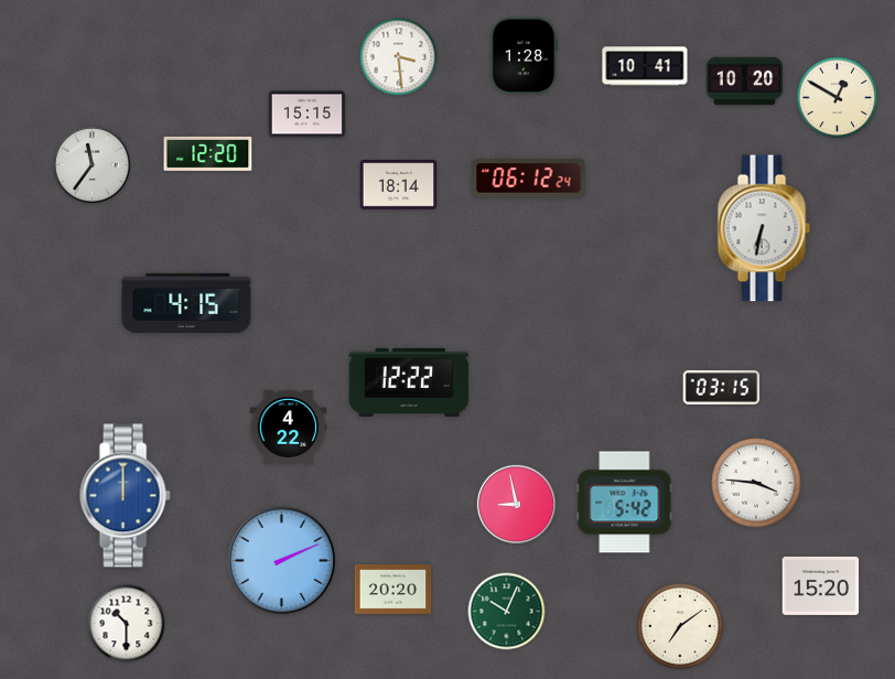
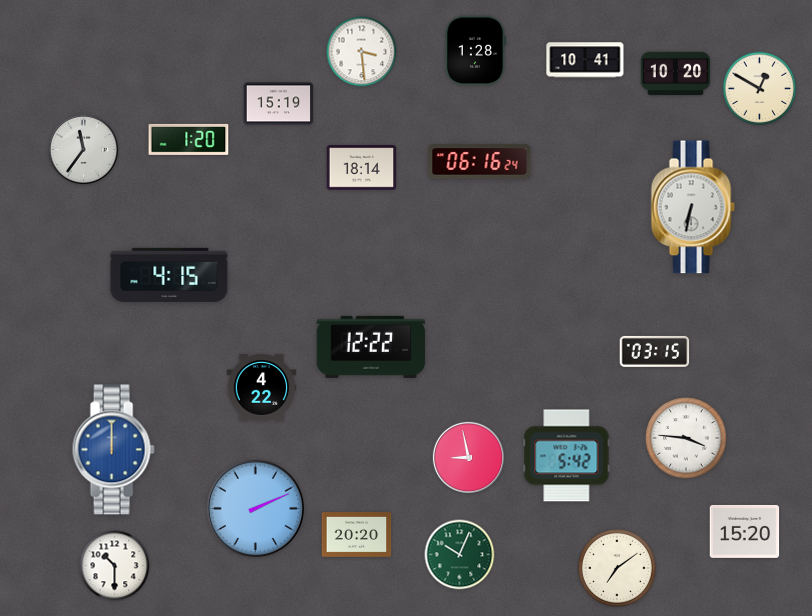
clock at (308, 115): 15:15 -> 15:19
clock at (208, 153): 12:20 -> 1:20
clock at (529, 179): 06:12 -> 06:16
